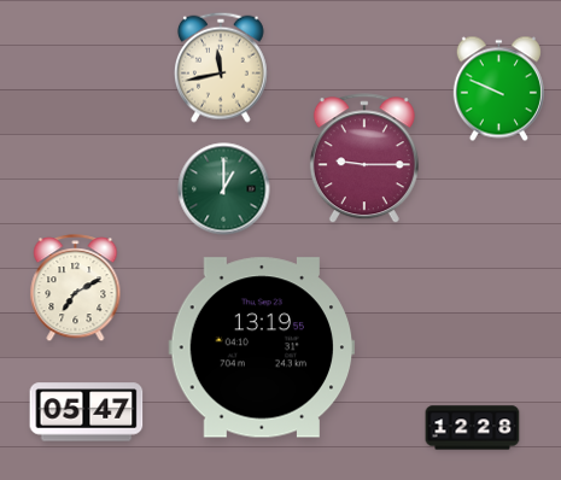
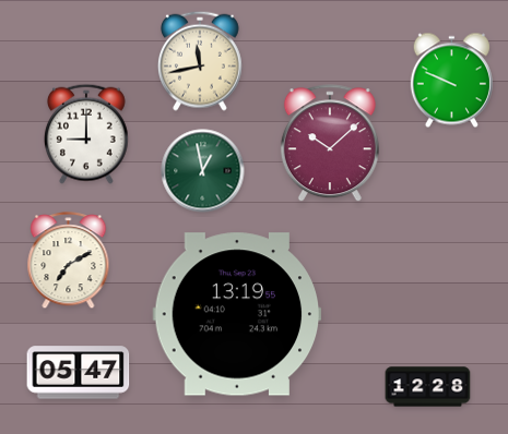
clock at (86, 134): none -> 9:00
clock at (364, 159): 9:15 -> 10:08
clock at (224, 189): 1:00 -> 12:58
